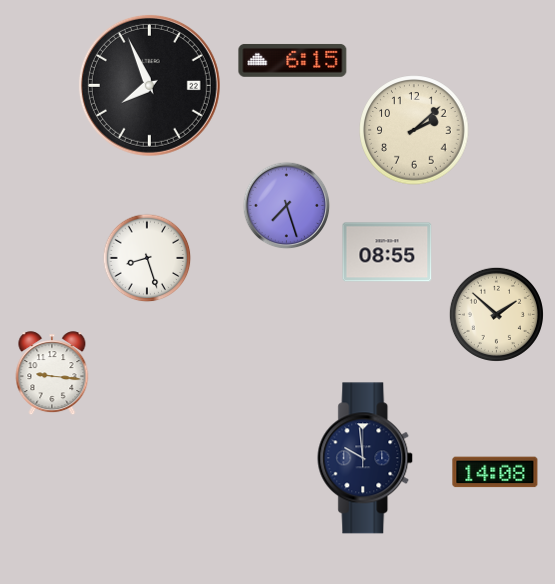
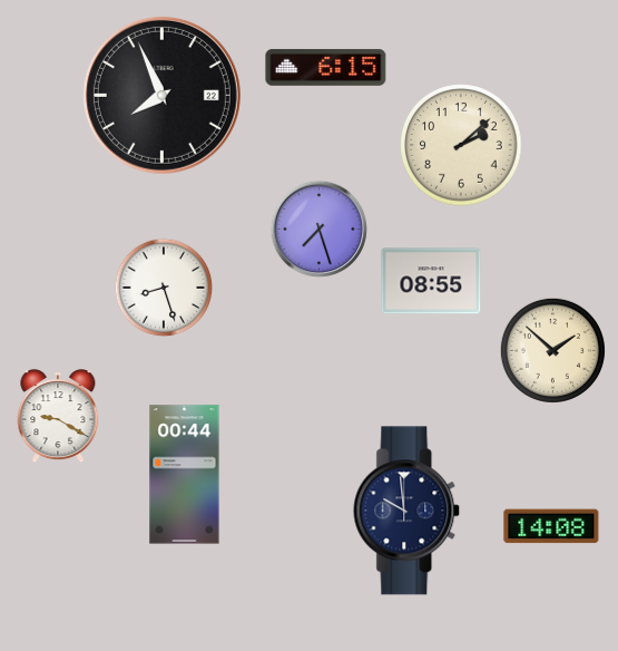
clock at (149, 85) position: (149, 85) -> (161, 95)
clock at (52, 374): 9:16 -> 9:20
clock at (185, 475): none -> 00:44
